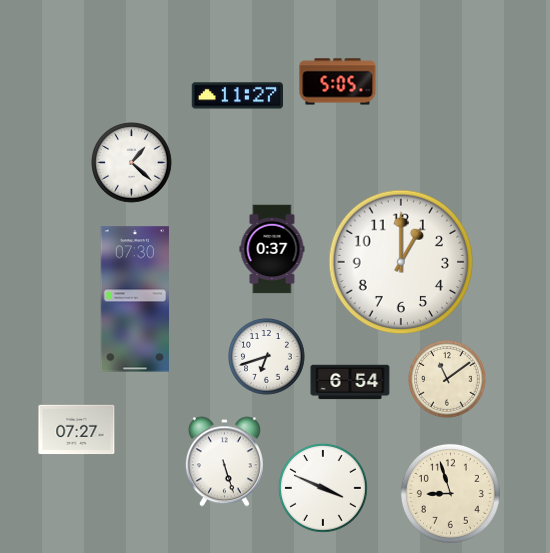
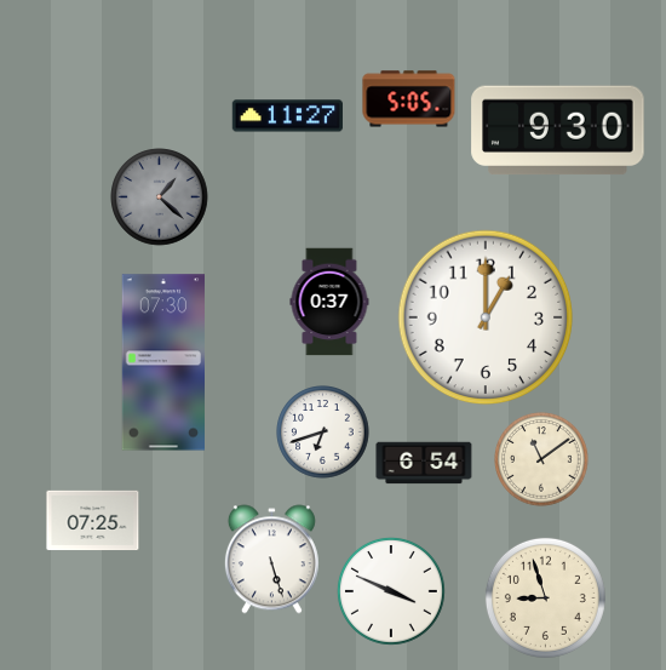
clock at (558, 131): none -> 9:30
clock at (132, 163) dial: white -> grey
clock at (77, 430): 07:27 -> 07:25
